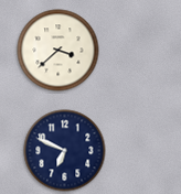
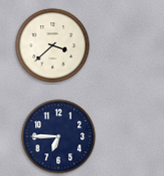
clock at (65, 151): 6:49 -> 6:45
